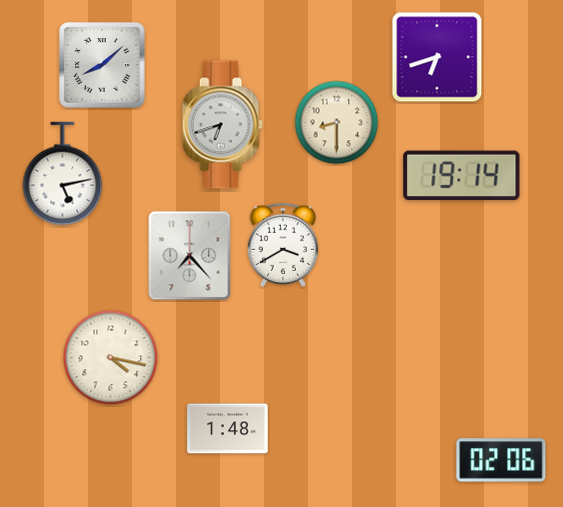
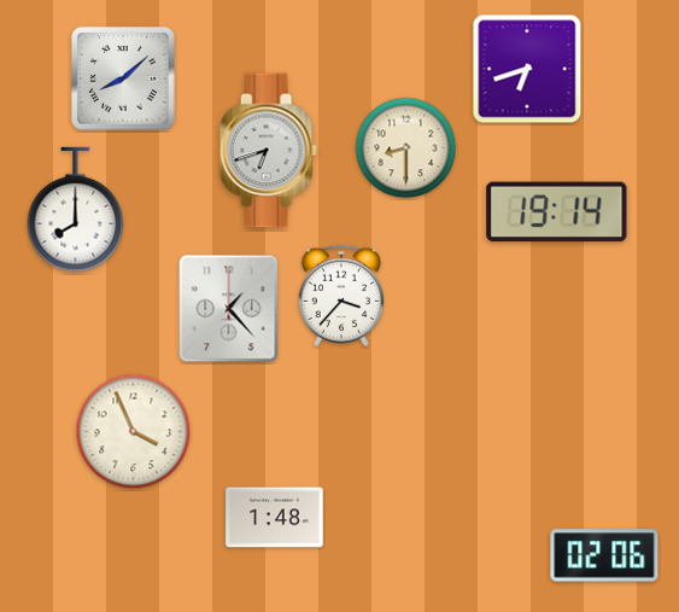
clock at (63, 174): 5:13 -> 8:00
clock at (282, 245): 3:40 -> 3:37
clock at (190, 256): 7:23 -> 1:23
clock at (111, 358): 4:17 -> 3:56
